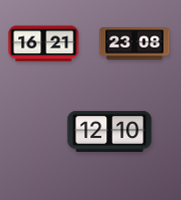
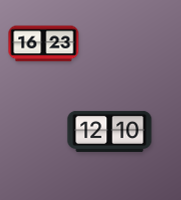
clock at (44, 44): 16:21 -> 16:23
clock at (135, 44): 23:08 -> none
